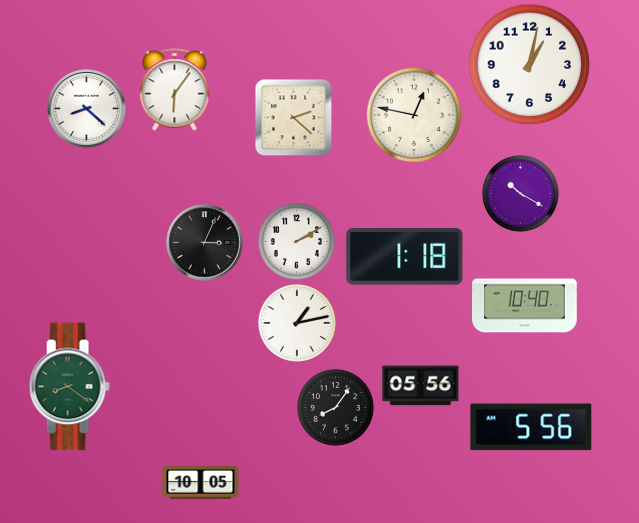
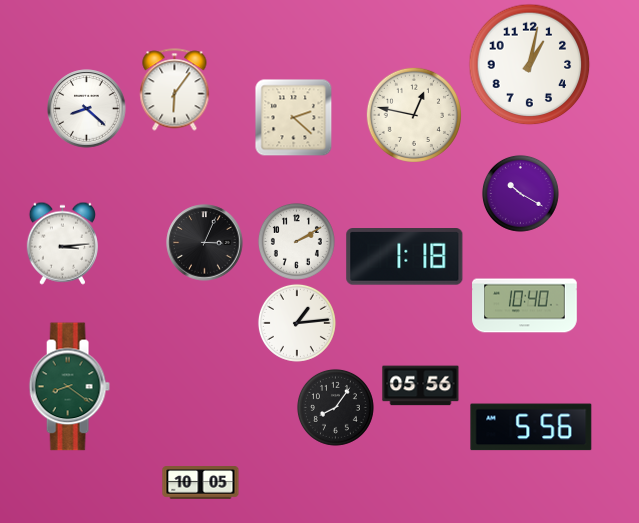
clock at (62, 243): none -> 3:14
clock at (297, 323): 1:13 -> 1:14
